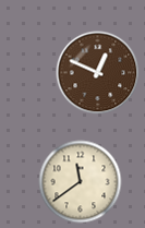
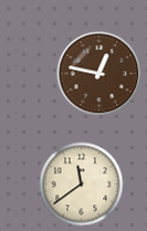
clock at (98, 73): 12:49 -> 12:47
